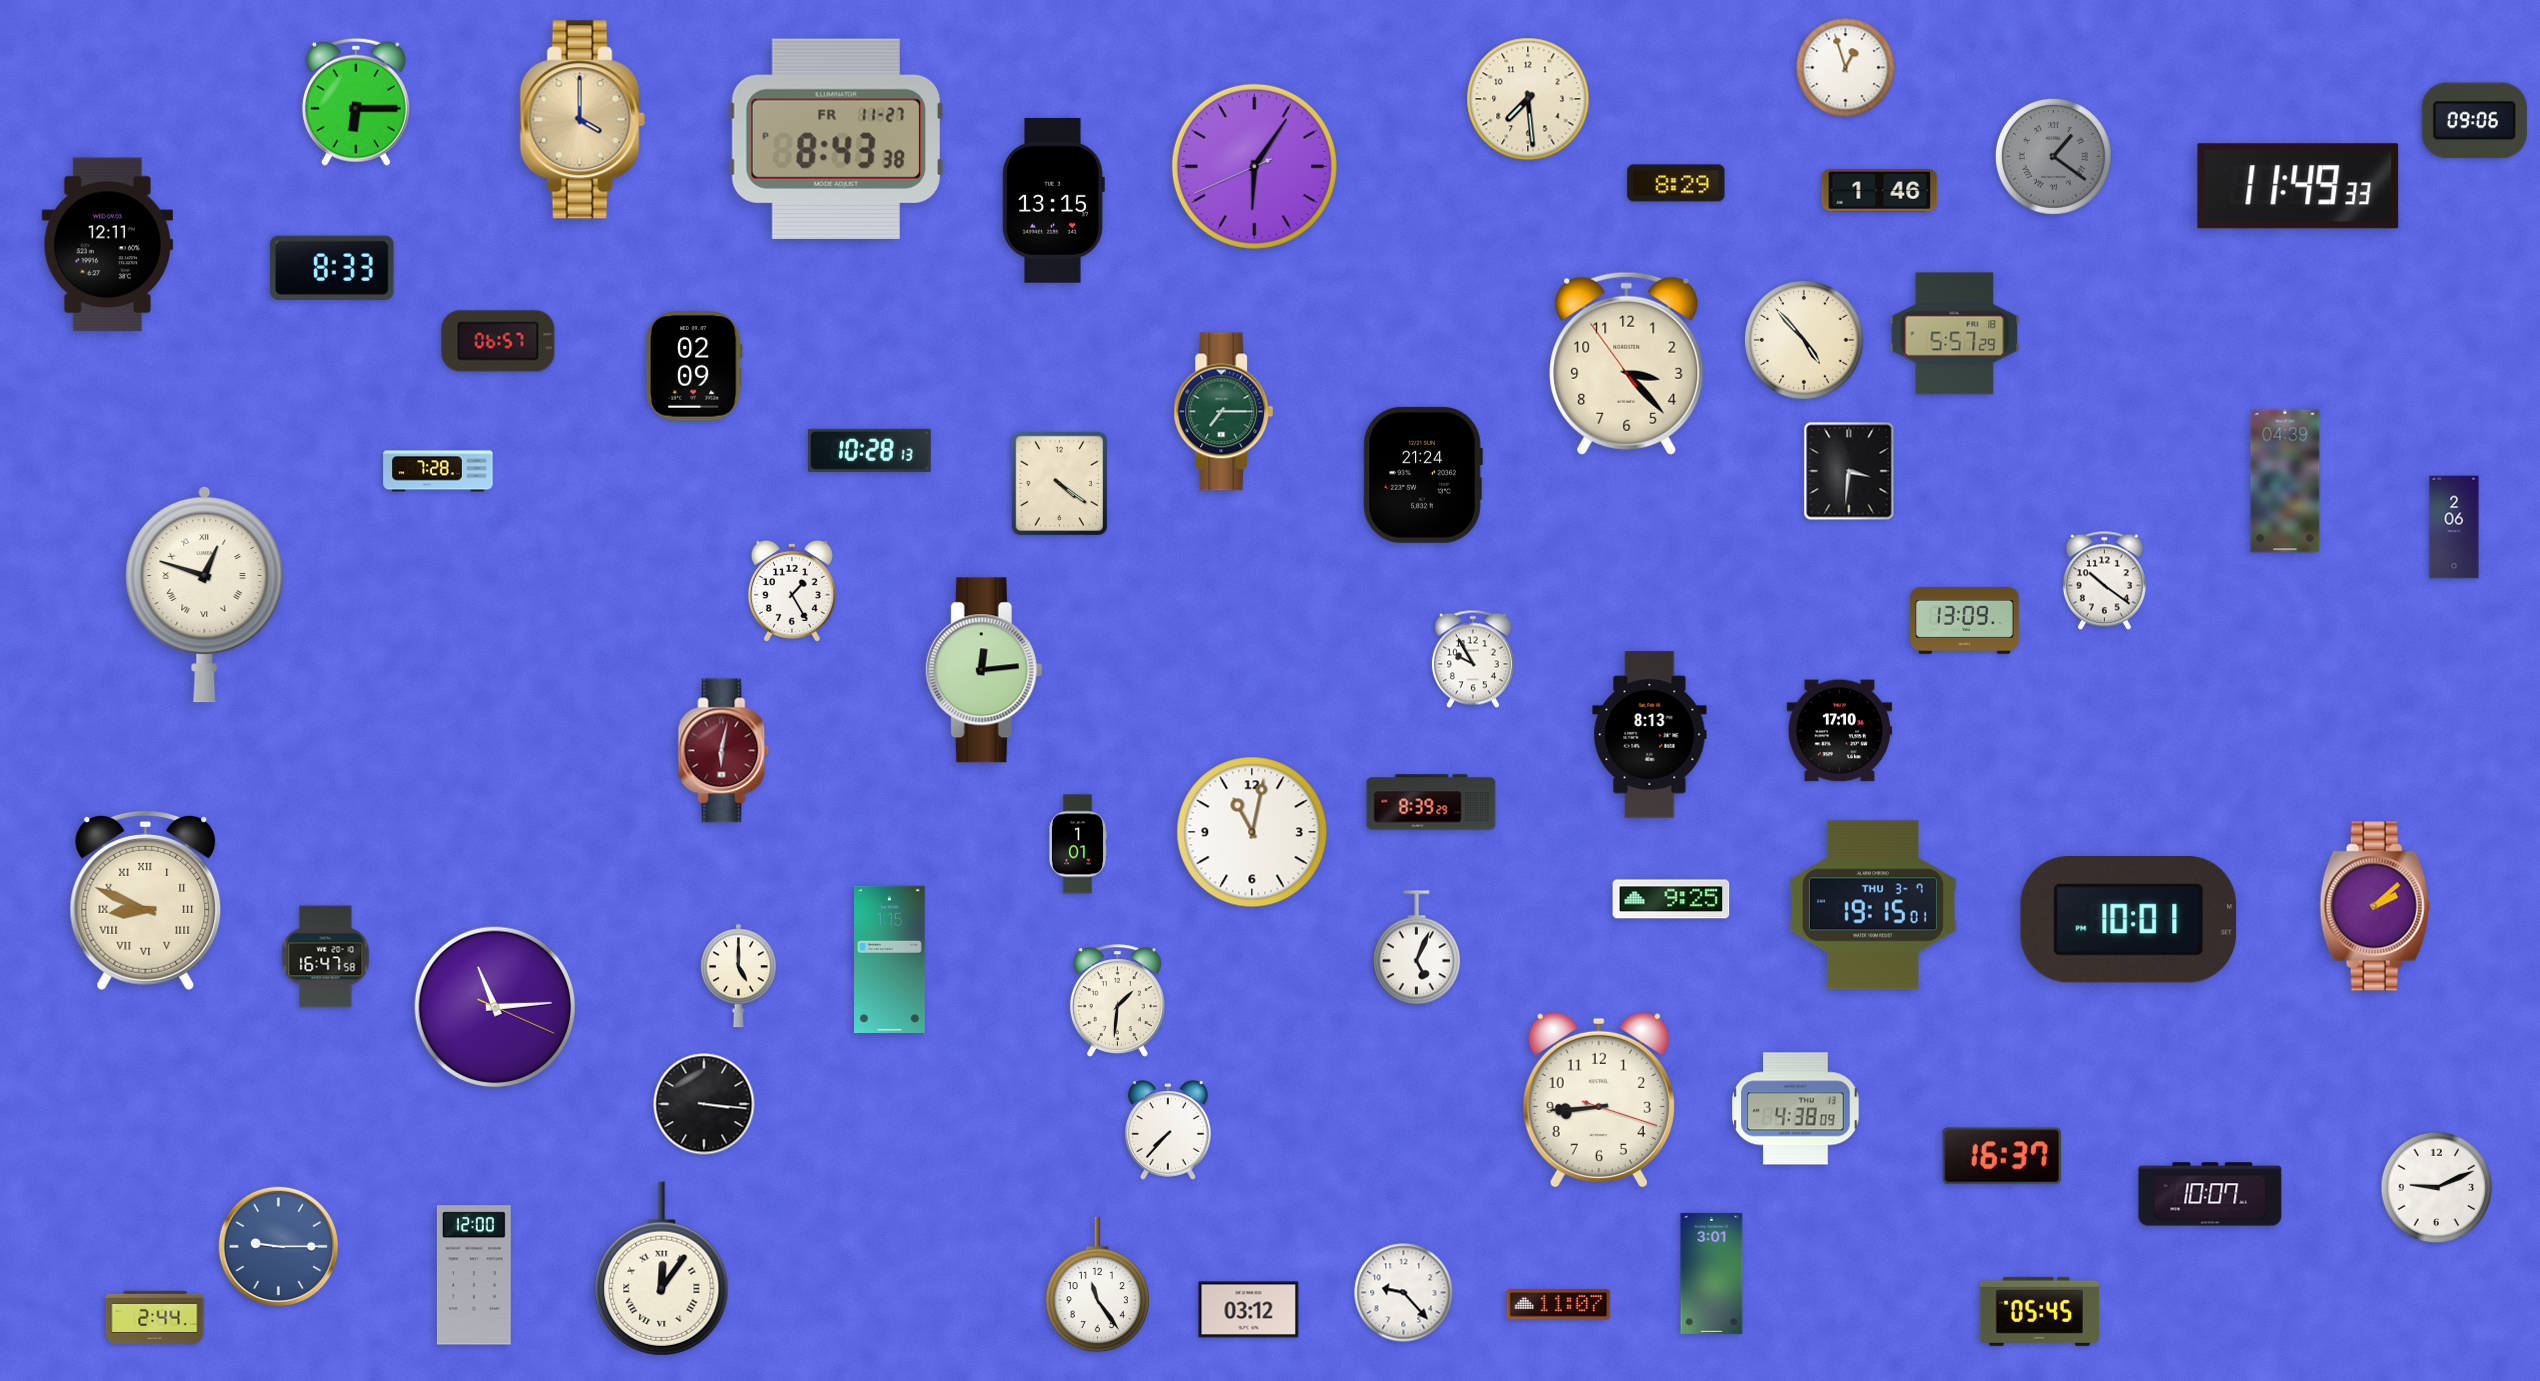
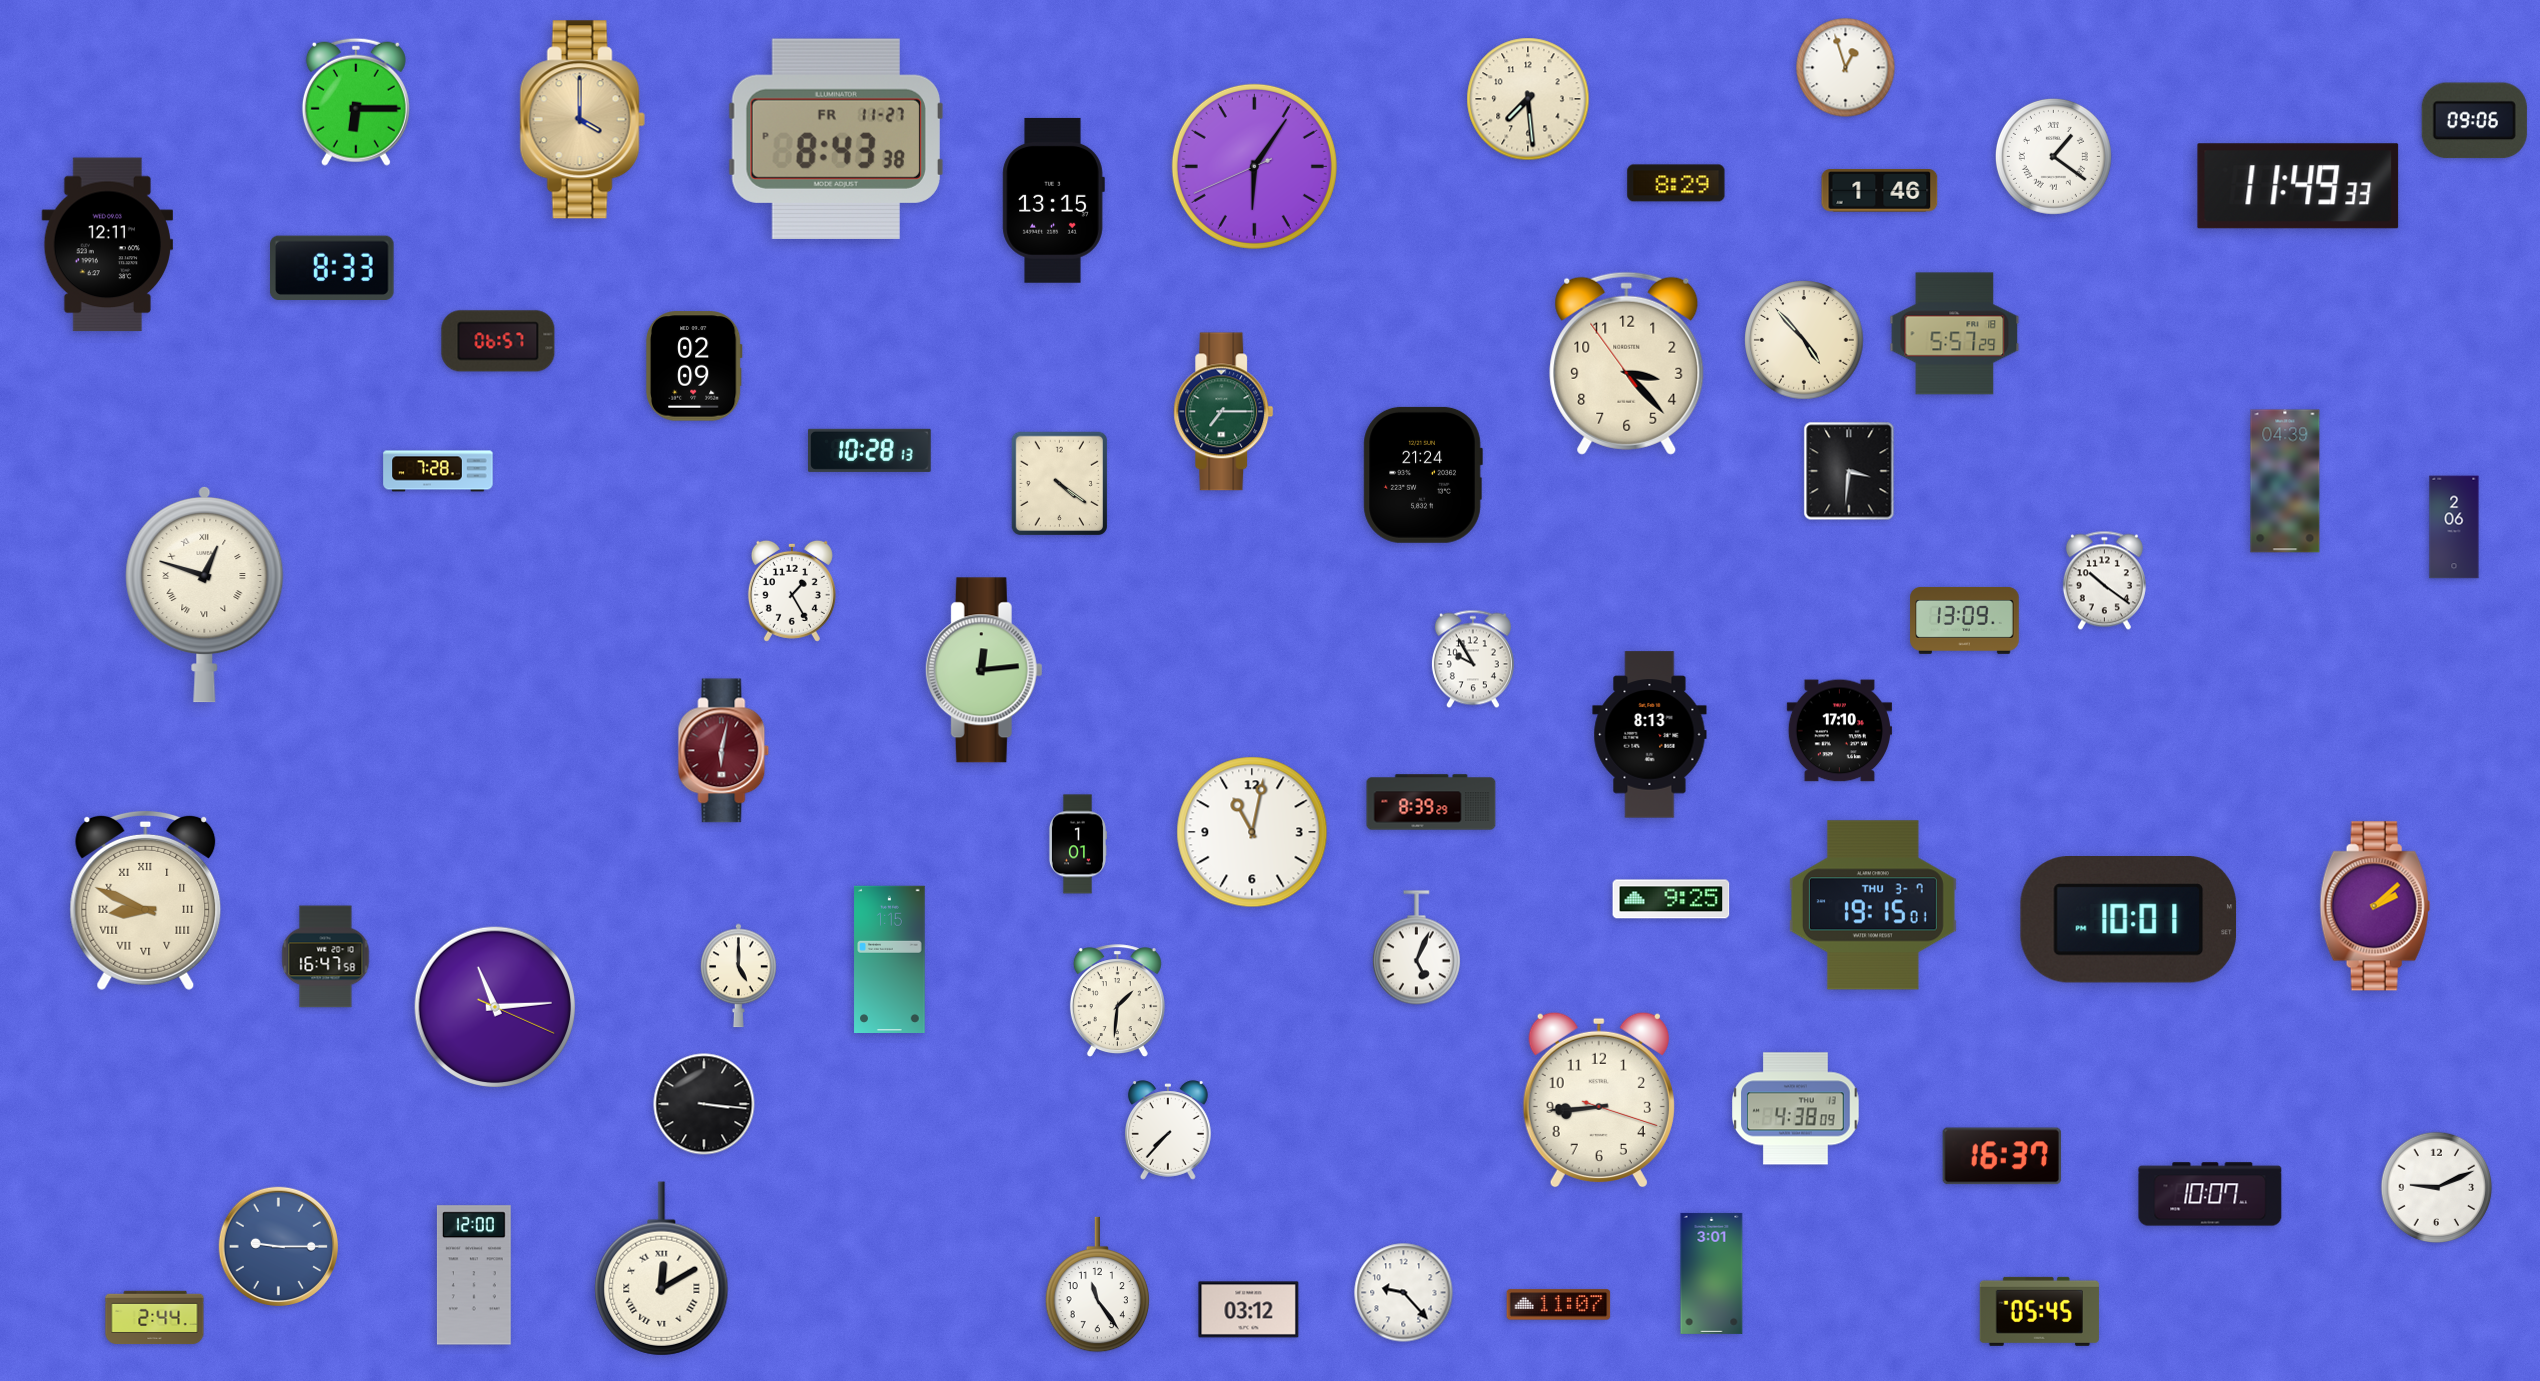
clock at (2053, 156) dial: grey -> white
clock at (662, 1269): 12:06 -> 12:10
